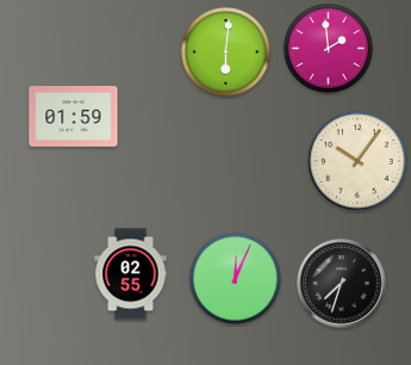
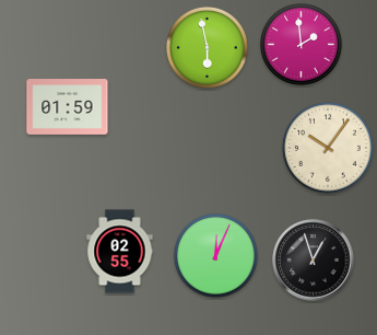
clock at (226, 52): 6:01 -> 5:58
clock at (342, 284): 7:33 -> 12:57
